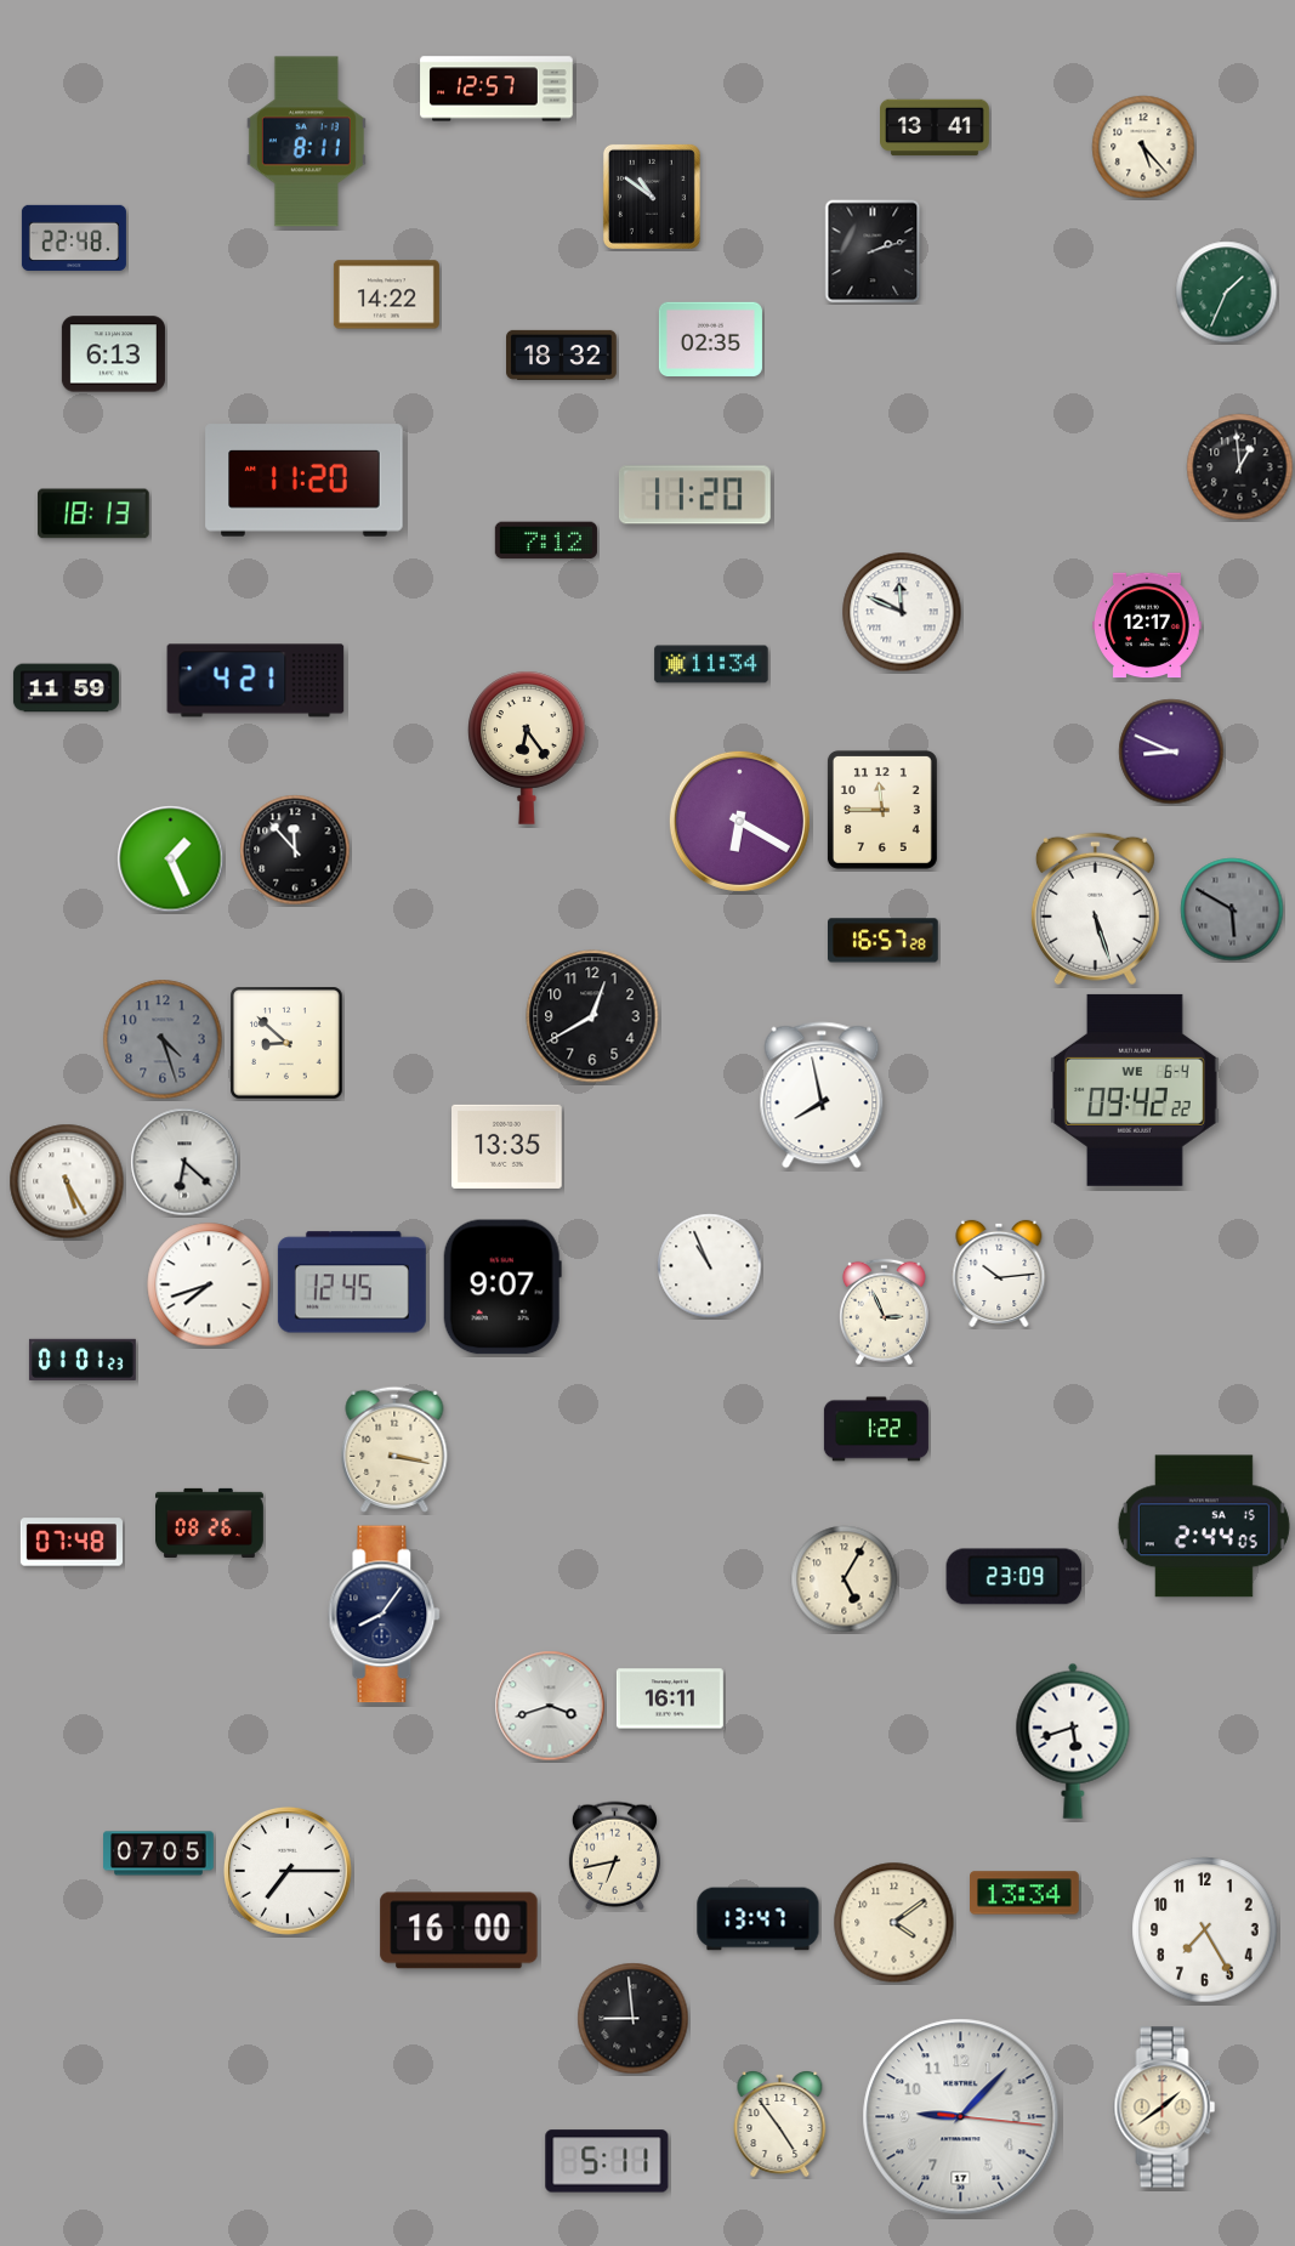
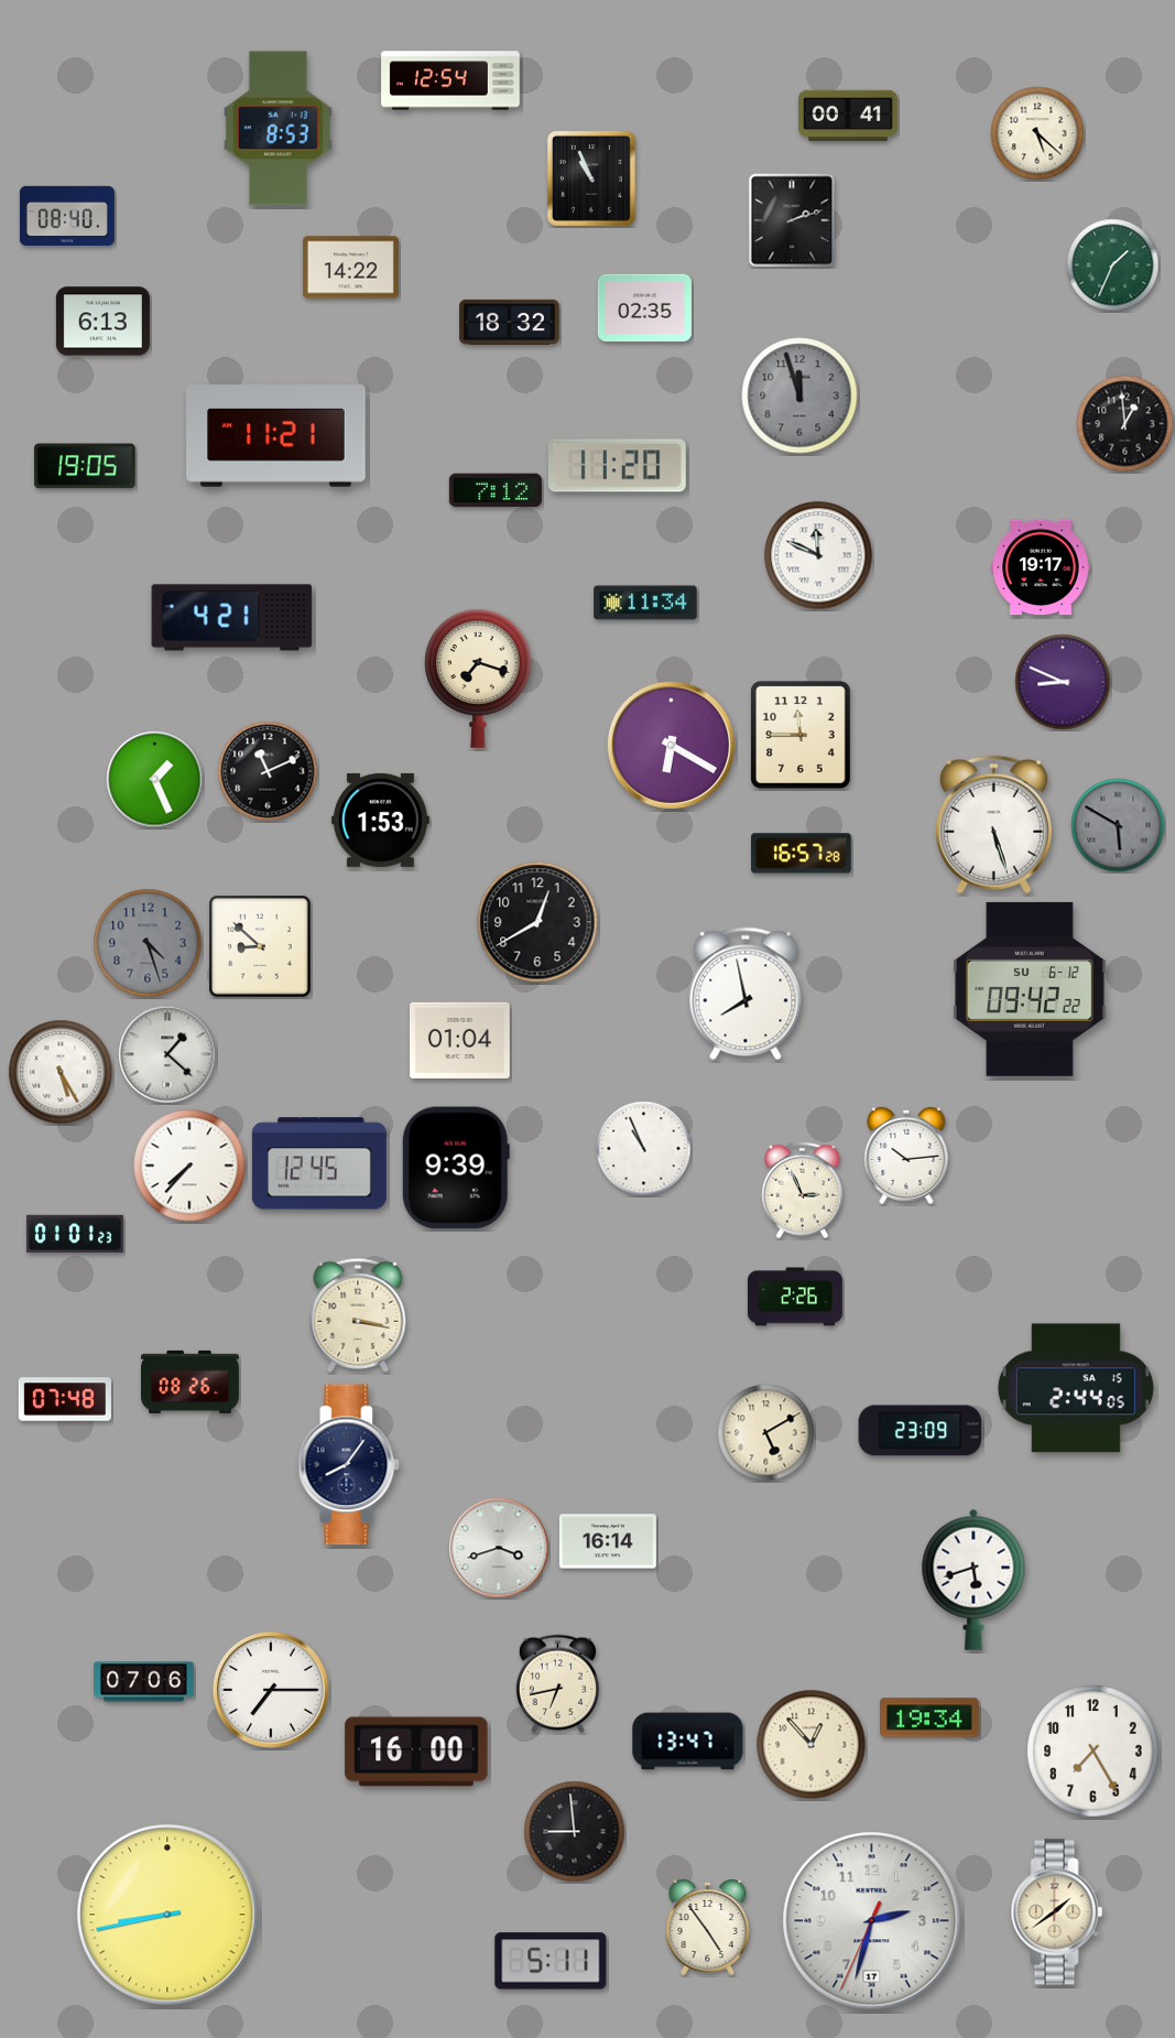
clock at (496, 89): 12:57 -> 12:54
clock at (936, 127): 13:41 -> 00:41
clock at (306, 142): 8:11 -> 8:53
clock at (1143, 147): 5:23 -> 5:22
clock at (652, 197): 10:51 -> 10:56
clock at (74, 238): 22:48 -> 08:40
clock at (873, 251) position: (873, 251) -> (792, 220)
clock at (799, 395): none -> 11:57
clock at (305, 481): 11:20 -> 11:21
clock at (694, 495) position: (694, 495) -> (617, 466)
clock at (93, 514): 18:13 -> 19:05
clock at (1148, 625): 12:17 -> 19:17
clock at (66, 688): 11:59 -> none
clock at (527, 748): 6:24 -> 7:18
clock at (295, 850): 11:53 -> 11:11
clock at (380, 820): none -> 1:53
clock at (1135, 1090) date: WE 6-4 -> SU 6-12
clock at (507, 1146): 13:35 -> 01:04
clock at (184, 1162): 6:22 -> 1:22
clock at (209, 1284): 7:42 -> 7:37
clock at (502, 1287): 9:07 -> 9:39
clock at (876, 1429): 1:22 -> 2:26
clock at (1204, 1526) position: (1204, 1526) -> (1076, 1388)
clock at (845, 1579): 5:05 -> 5:10
clock at (670, 1698): 16:11 -> 16:14
clock at (159, 1854): 07:05 -> 07:06
clock at (288, 1871) position: (288, 1871) -> (271, 1690)
clock at (1026, 1893): 13:34 -> 19:34
clock at (894, 1923): 4:09 -> 12:53
clock at (167, 1915): none -> 8:43
clock at (961, 2117): 9:07 -> 2:32
